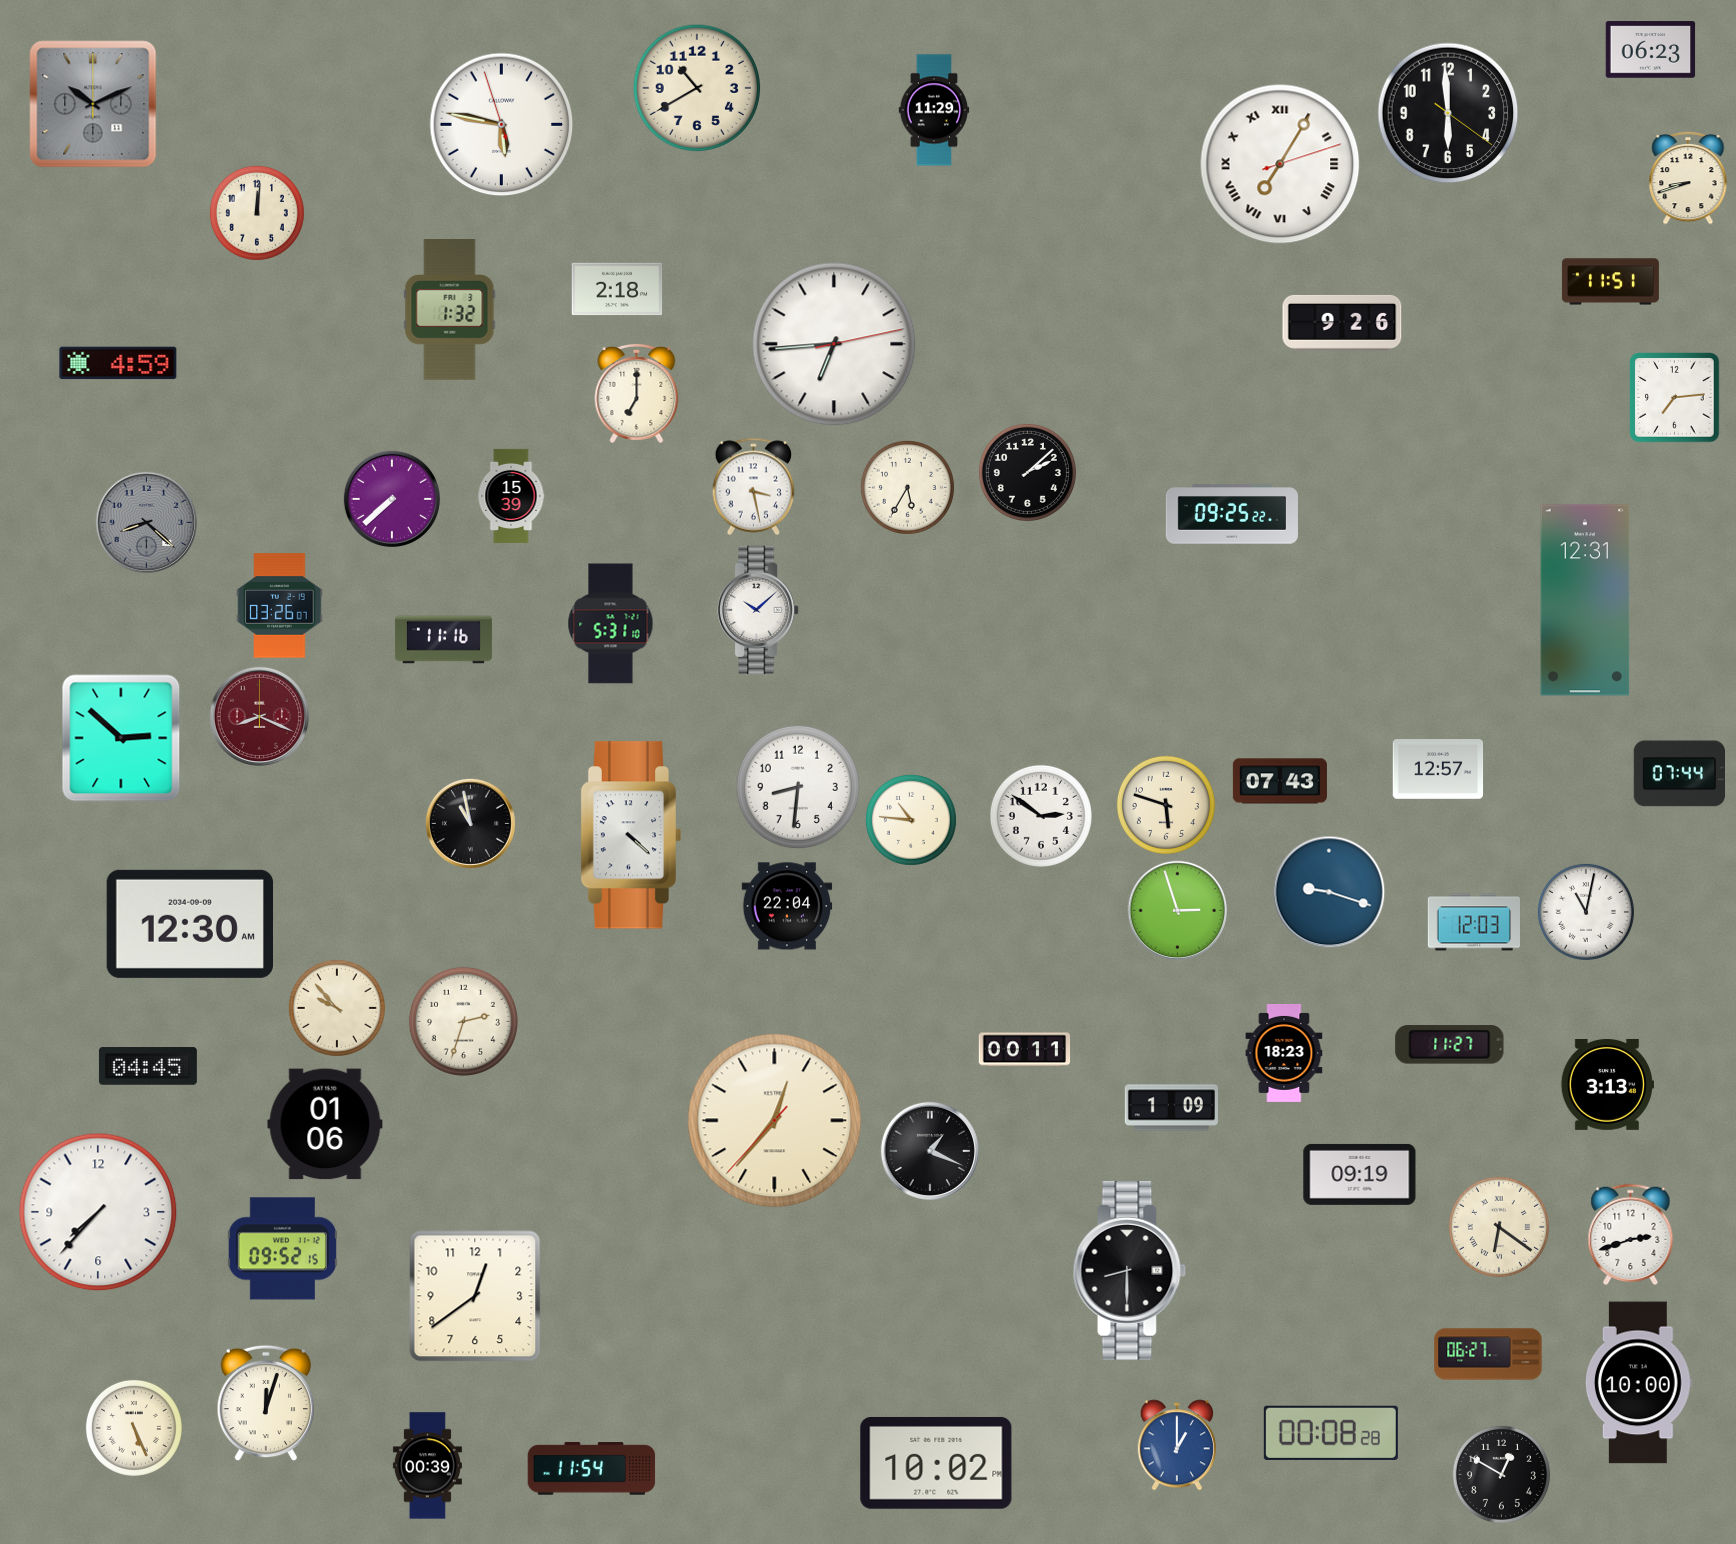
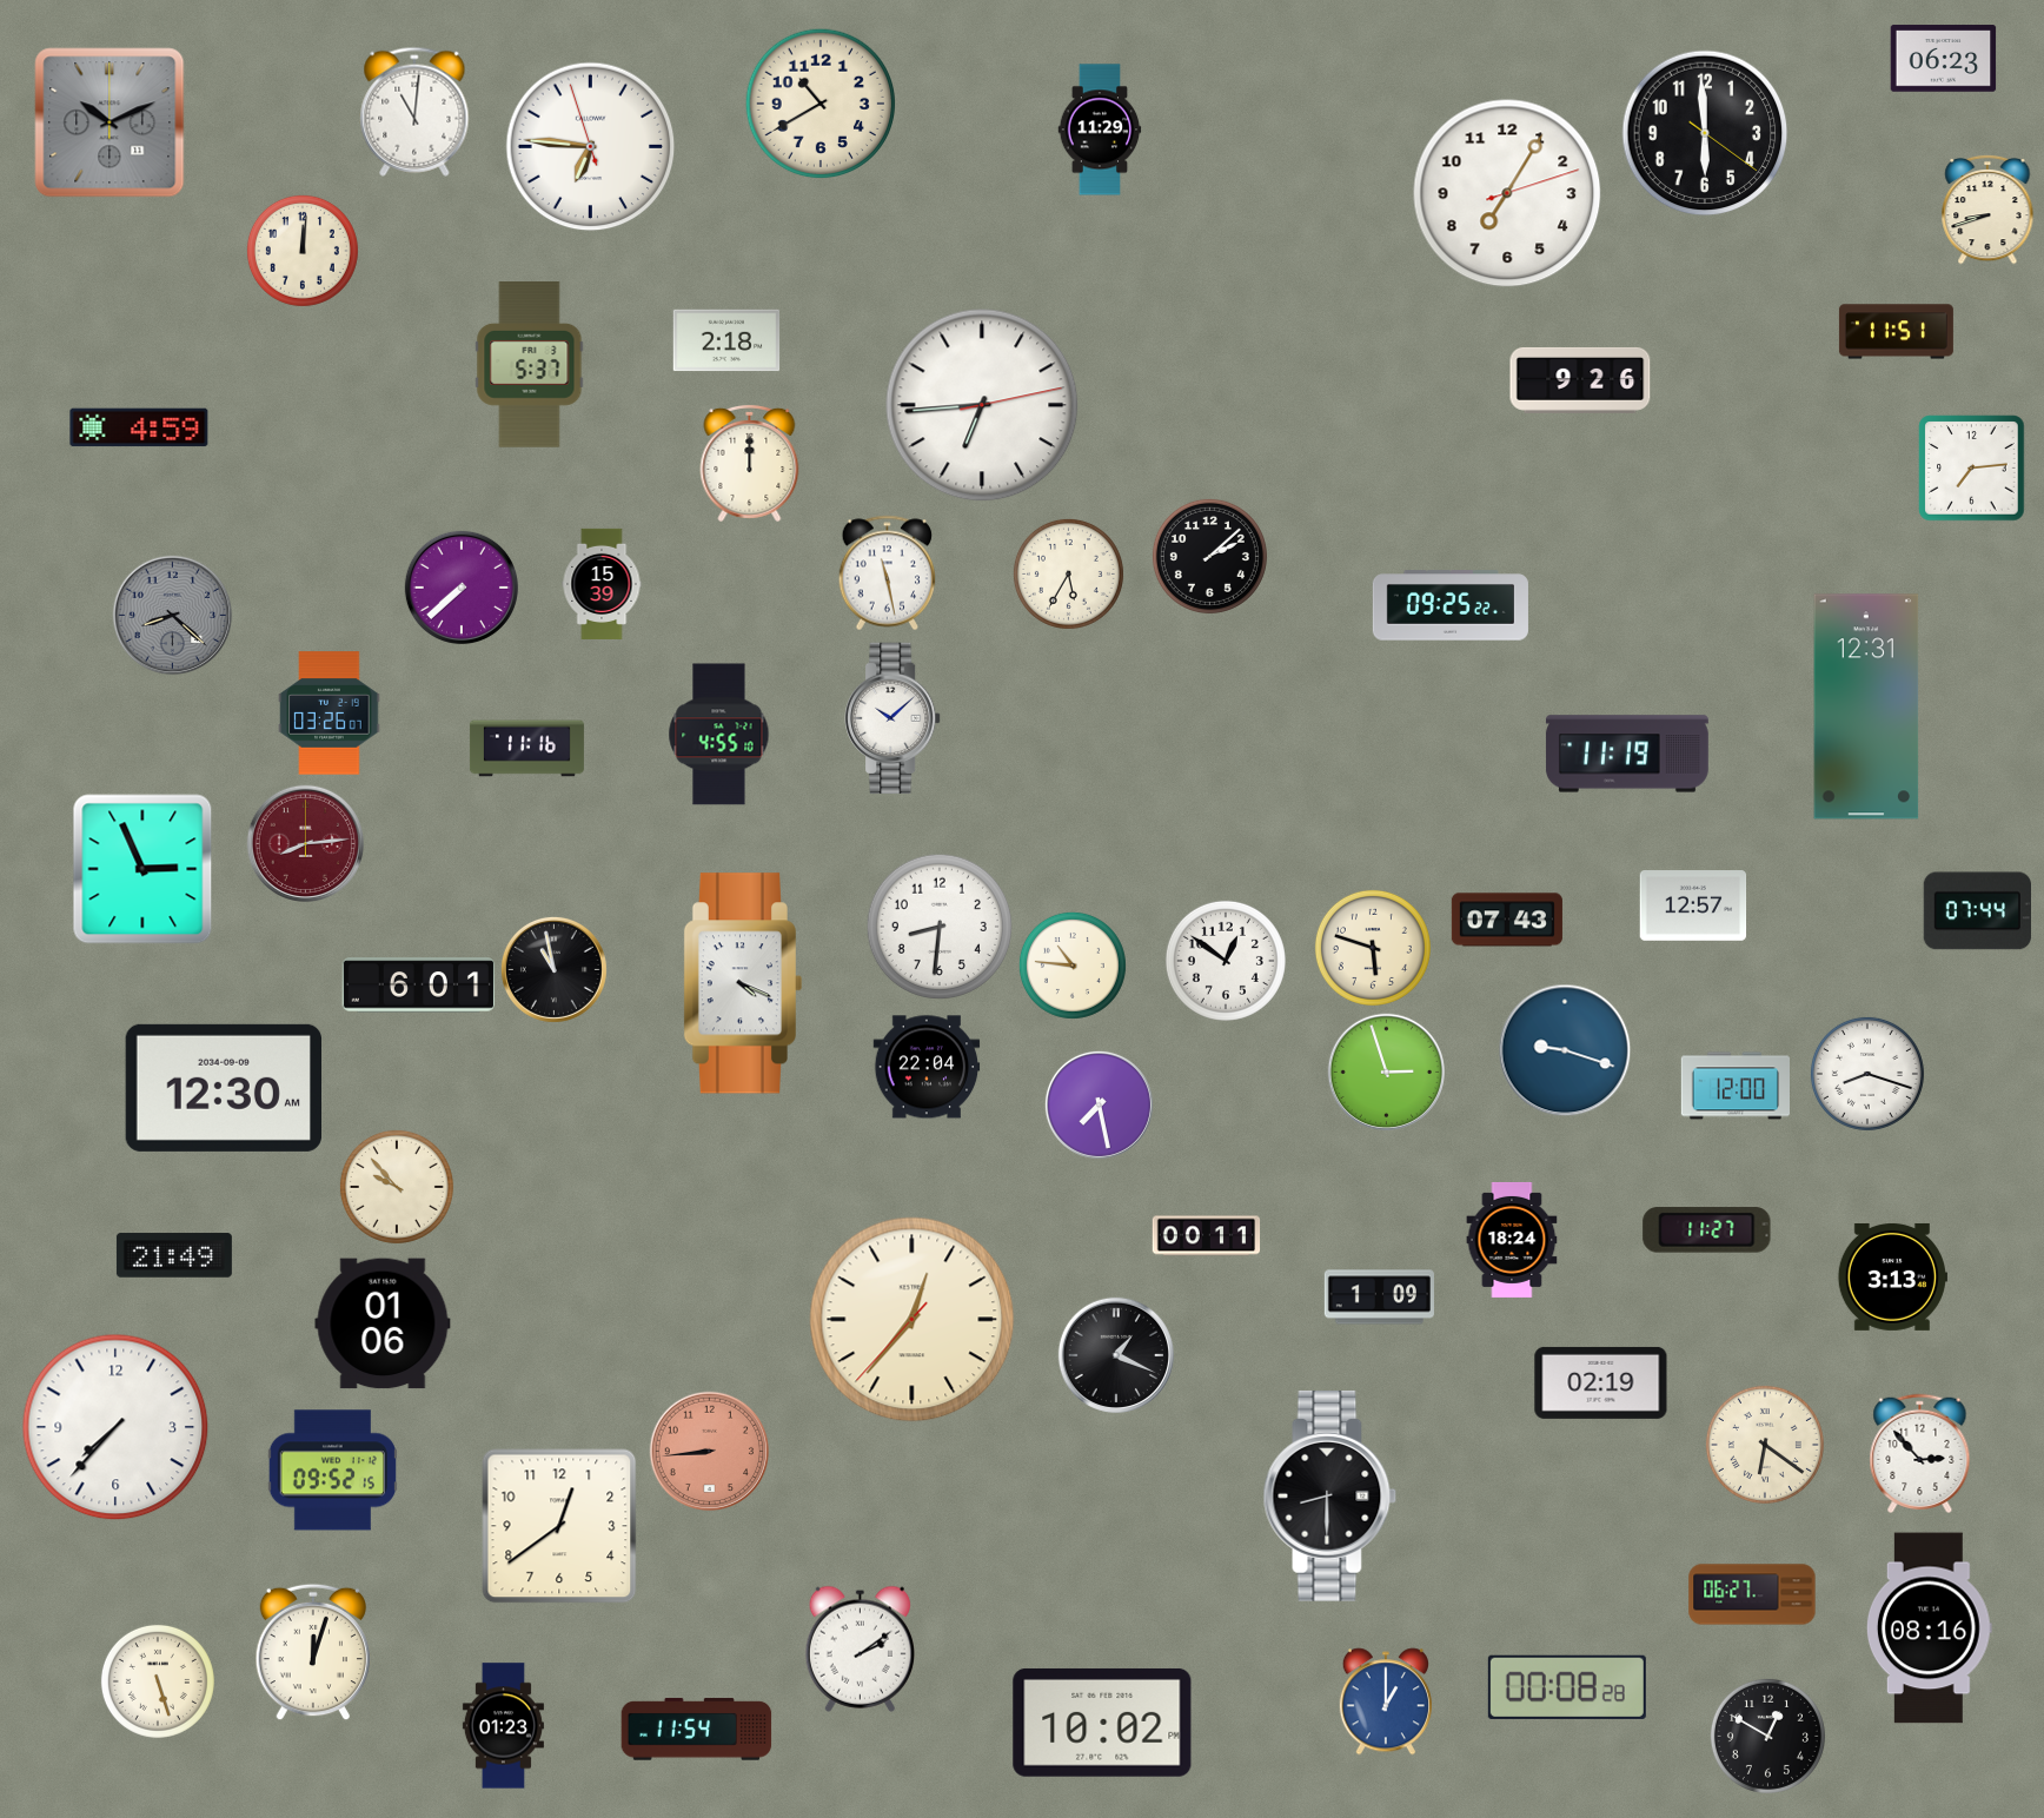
clock at (414, 112): none -> 11:01
clock at (502, 125): 5:46 -> 6:45
clock at (1280, 164) numerals: Roman -> Arabic
clock at (450, 310): 1:32 -> 5:37
clock at (637, 393): 7:00 -> 12:00
clock at (754, 487): 3:28 -> 11:28
clock at (611, 624): 5:31 -> 4:55
clock at (443, 640) position: (443, 640) -> (526, 749)
clock at (1627, 754): none -> 11:19
clock at (259, 716): 8:19 -> 8:14
clock at (121, 738): 2:52 -> 2:56
clock at (1041, 816): 2:51 -> 12:51
clock at (630, 835): 4:22 -> 4:19
clock at (419, 986): none -> 6:01
clock at (1586, 912): 11:02 -> 8:18
clock at (1473, 922): 12:03 -> 12:00
clock at (1099, 1104): none -> 7:28
clock at (463, 1021): 2:33 -> none
clock at (1284, 1053): 18:23 -> 18:24
clock at (148, 1066): 04:45 -> 21:49
clock at (1171, 1108) position: (1171, 1108) -> (1379, 1298)
clock at (929, 1150) position: (929, 1150) -> (1115, 1354)
clock at (1360, 1174): 09:19 -> 02:19
clock at (710, 1452): none -> 8:44
clock at (1631, 1234): 2:42 -> 2:53
clock at (1638, 1383): 10:00 -> 08:16
clock at (860, 1648): none -> 2:09
clock at (134, 1428): 5:26 -> 5:27
clock at (427, 1466): 00:39 -> 01:23
